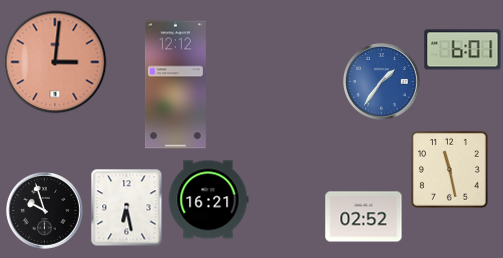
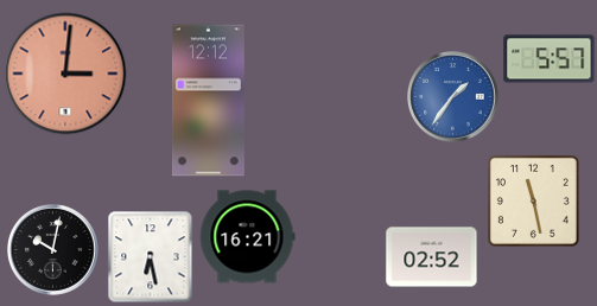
clock at (463, 50): 6:01 -> 5:57
clock at (127, 207) position: (127, 207) -> (151, 256)
clock at (45, 211): 9:57 -> 10:02
